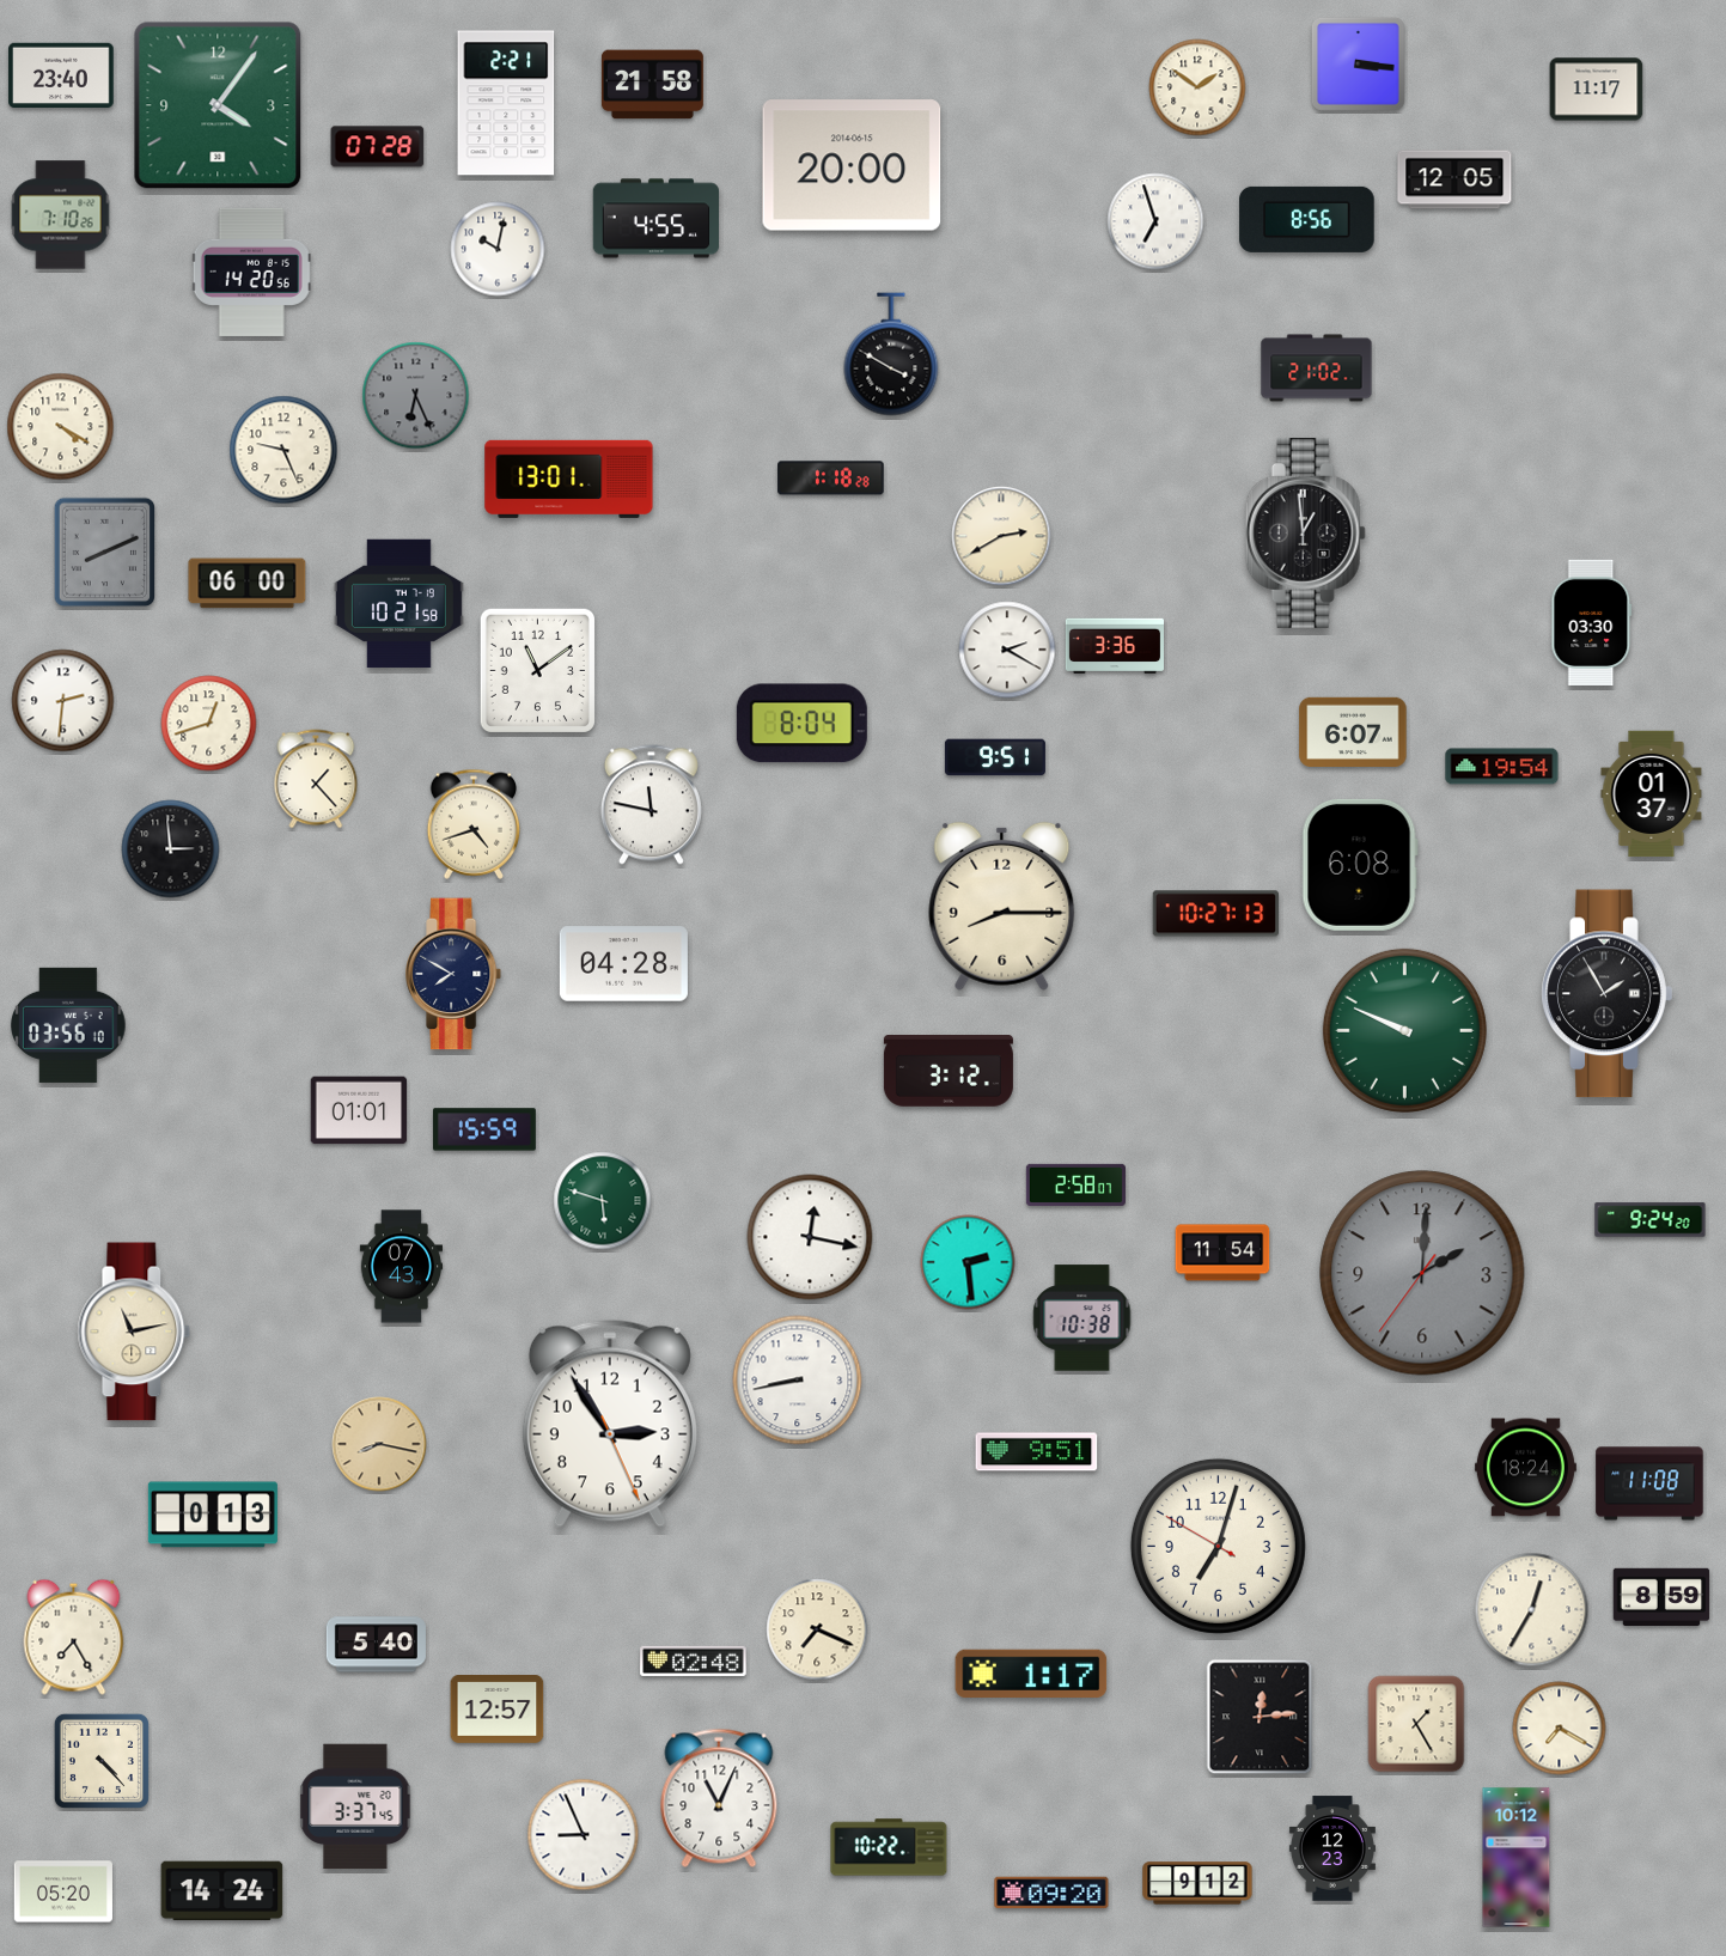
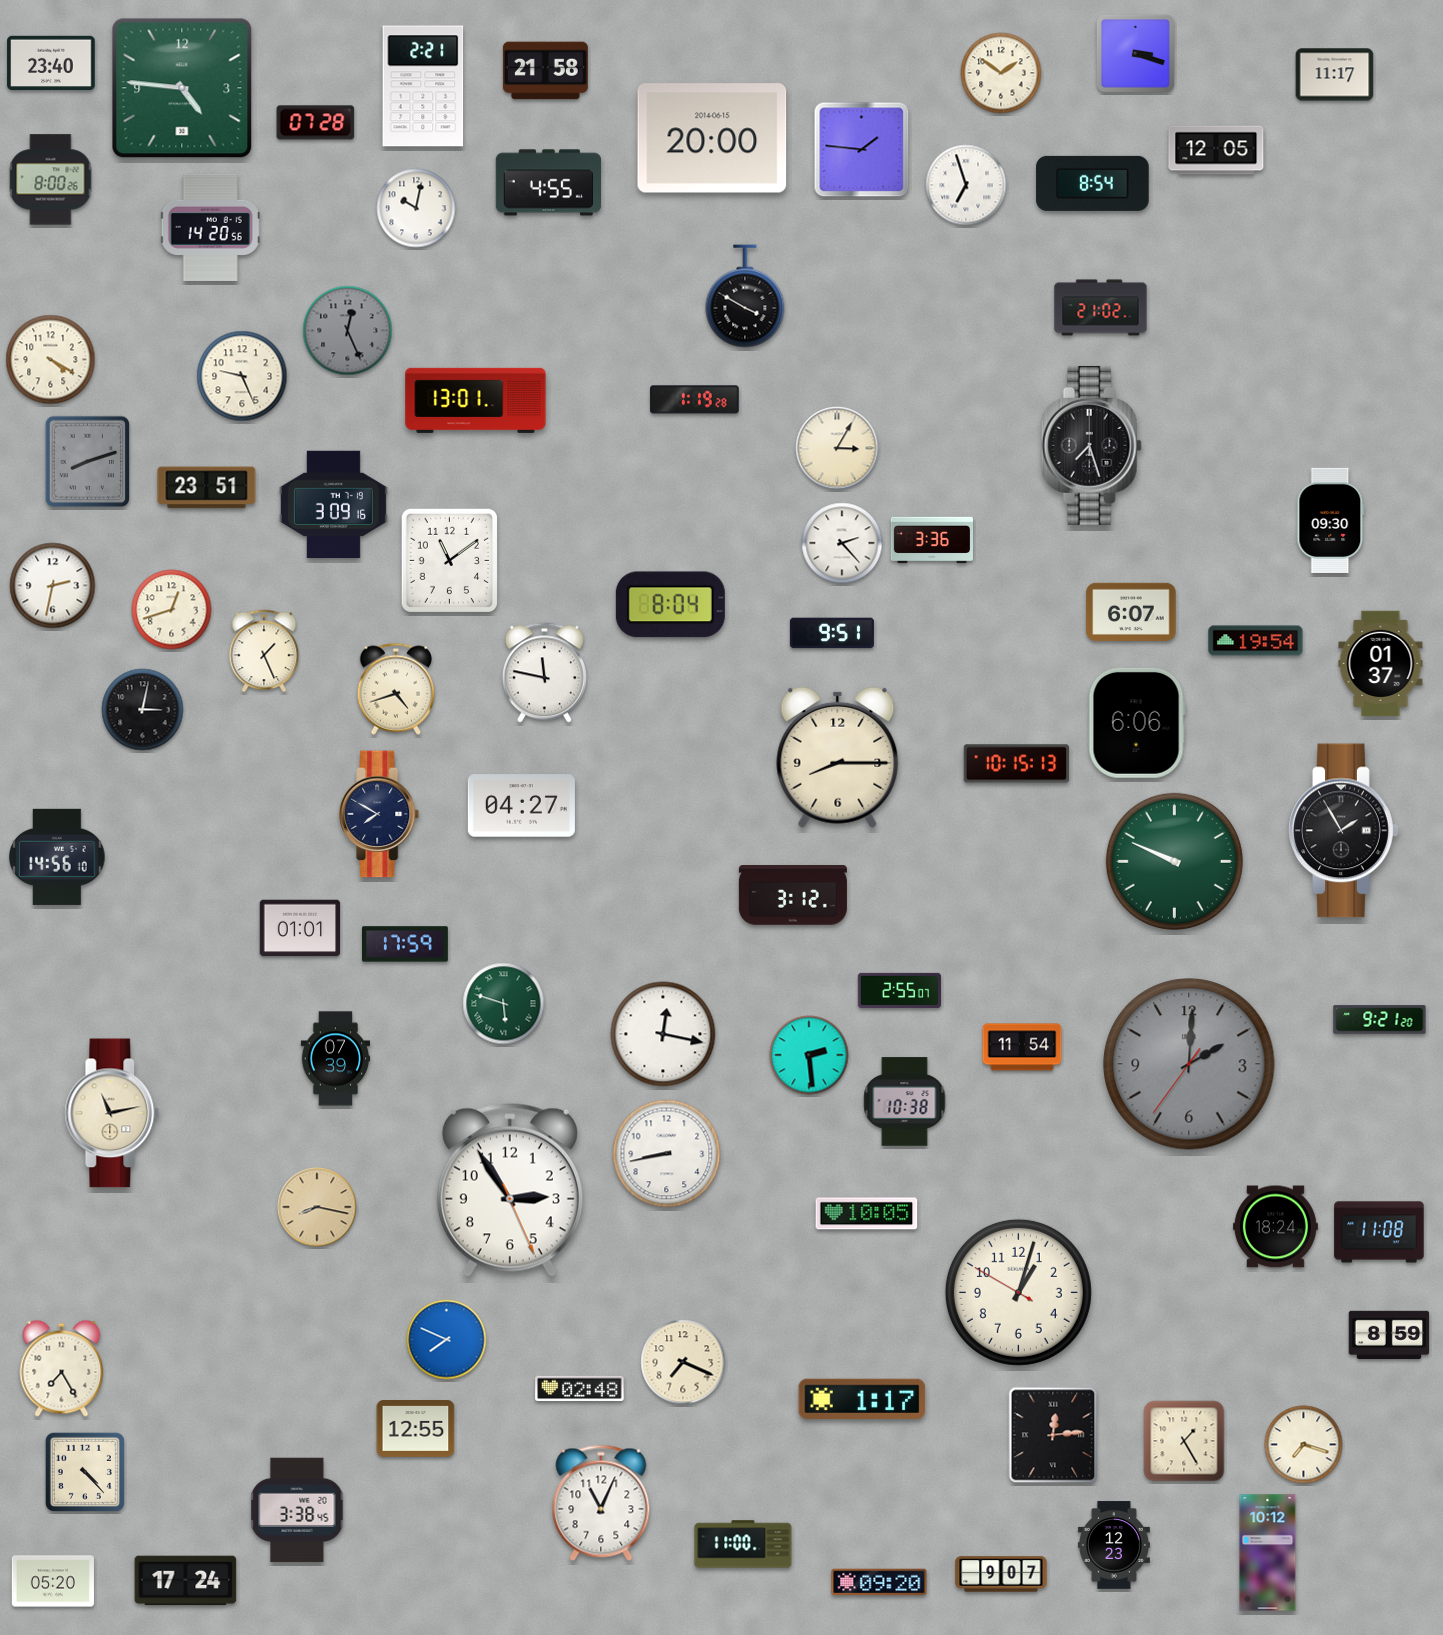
clock at (1358, 63): 3:16 -> 3:18
clock at (218, 105): 4:06 -> 4:46
clock at (862, 150): none -> 1:46
clock at (61, 215): 7:10 -> 8:00
clock at (1307, 219): 8:56 -> 8:54
clock at (416, 396): 6:26 -> 12:26
clock at (61, 427) position: (61, 427) -> (51, 360)
clock at (283, 450) position: (283, 450) -> (242, 376)
clock at (831, 479): 1:18 -> 1:19
clock at (1305, 532): 12:59 -> 7:27
clock at (1001, 536): 2:40 -> 3:05
clock at (105, 553): 8:11 -> 8:12
clock at (248, 584): 06:00 -> 23:51
clock at (398, 604): 10:21 -> 3:09
clock at (1592, 622): 03:30 -> 09:30
clock at (1007, 650): 2:20 -> 2:23
clock at (63, 701): 2:31 -> 2:32
clock at (209, 724) position: (209, 724) -> (172, 610)
clock at (316, 779): 1:23 -> 1:26
clock at (171, 849): 2:59 -> 3:02
clock at (1360, 865): 6:08 -> 6:06
clock at (1215, 914): 10:27 -> 10:15
clock at (623, 964): 04:28 -> 04:27
clock at (69, 1025): 03:56 -> 14:56
clock at (486, 1129): 15:59 -> 17:59
clock at (1075, 1184): 2:58 -> 2:55
clock at (1651, 1220): 9:24 -> 9:21
clock at (810, 1237) position: (810, 1237) -> (663, 1034)
clock at (402, 1267): 07:43 -> 07:39
clock at (1037, 1452): 9:51 -> 10:05
clock at (1649, 1483) position: (1649, 1483) -> (1379, 1232)
clock at (213, 1515): 0:13 -> none
clock at (1218, 1546): 7:02 -> 1:02
clock at (447, 1340): none -> 7:49
clock at (1532, 1610): 12:35 -> none
clock at (376, 1645): 5:40 -> none
clock at (498, 1710): 12:57 -> 12:55
clock at (1560, 1729): 7:20 -> 7:18
clock at (355, 1806): 3:37 -> 3:38
clock at (584, 1835): 8:56 -> none
clock at (889, 1847): 10:22 -> 11:00
clock at (1197, 1883): 9:12 -> 9:07
clock at (222, 1891): 14:24 -> 17:24
